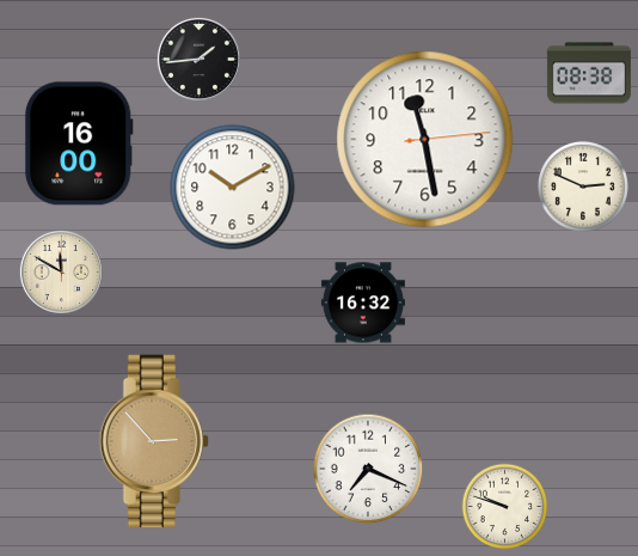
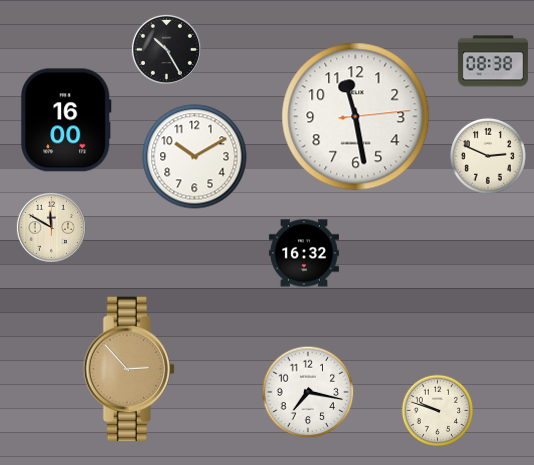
clock at (198, 59): 1:44 -> 10:25
clock at (368, 469): 7:19 -> 7:17
clock at (505, 507) position: (505, 507) -> (438, 411)
